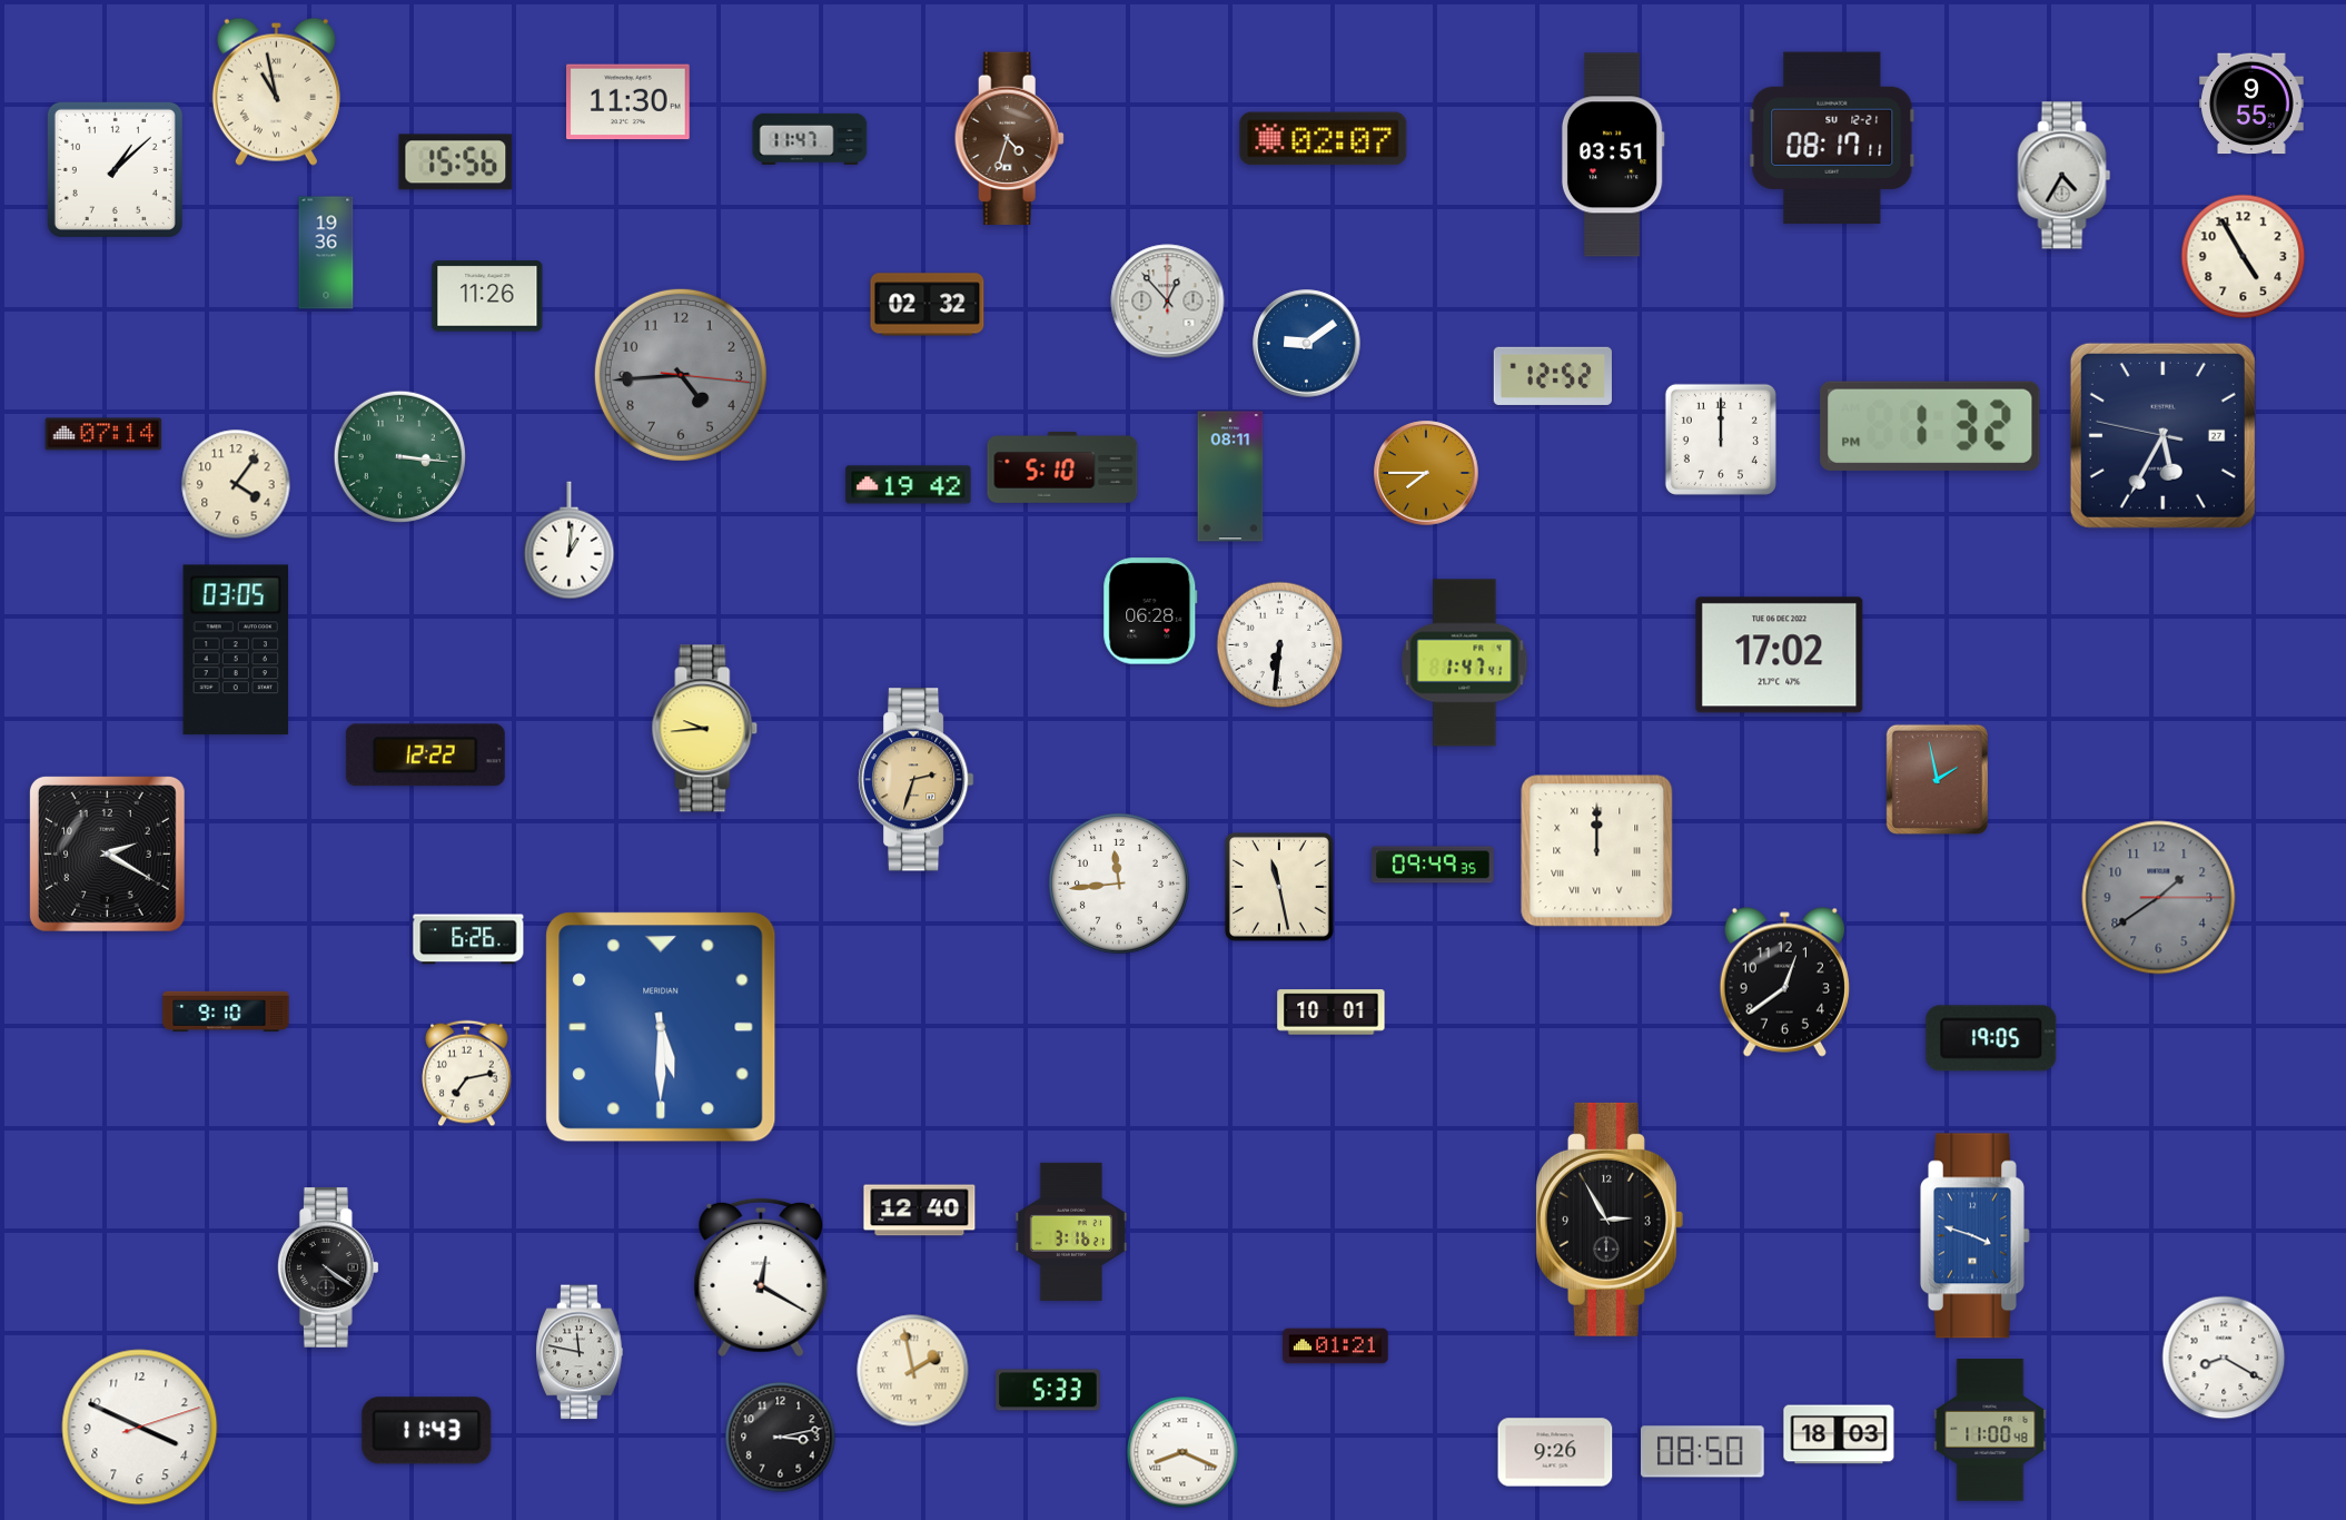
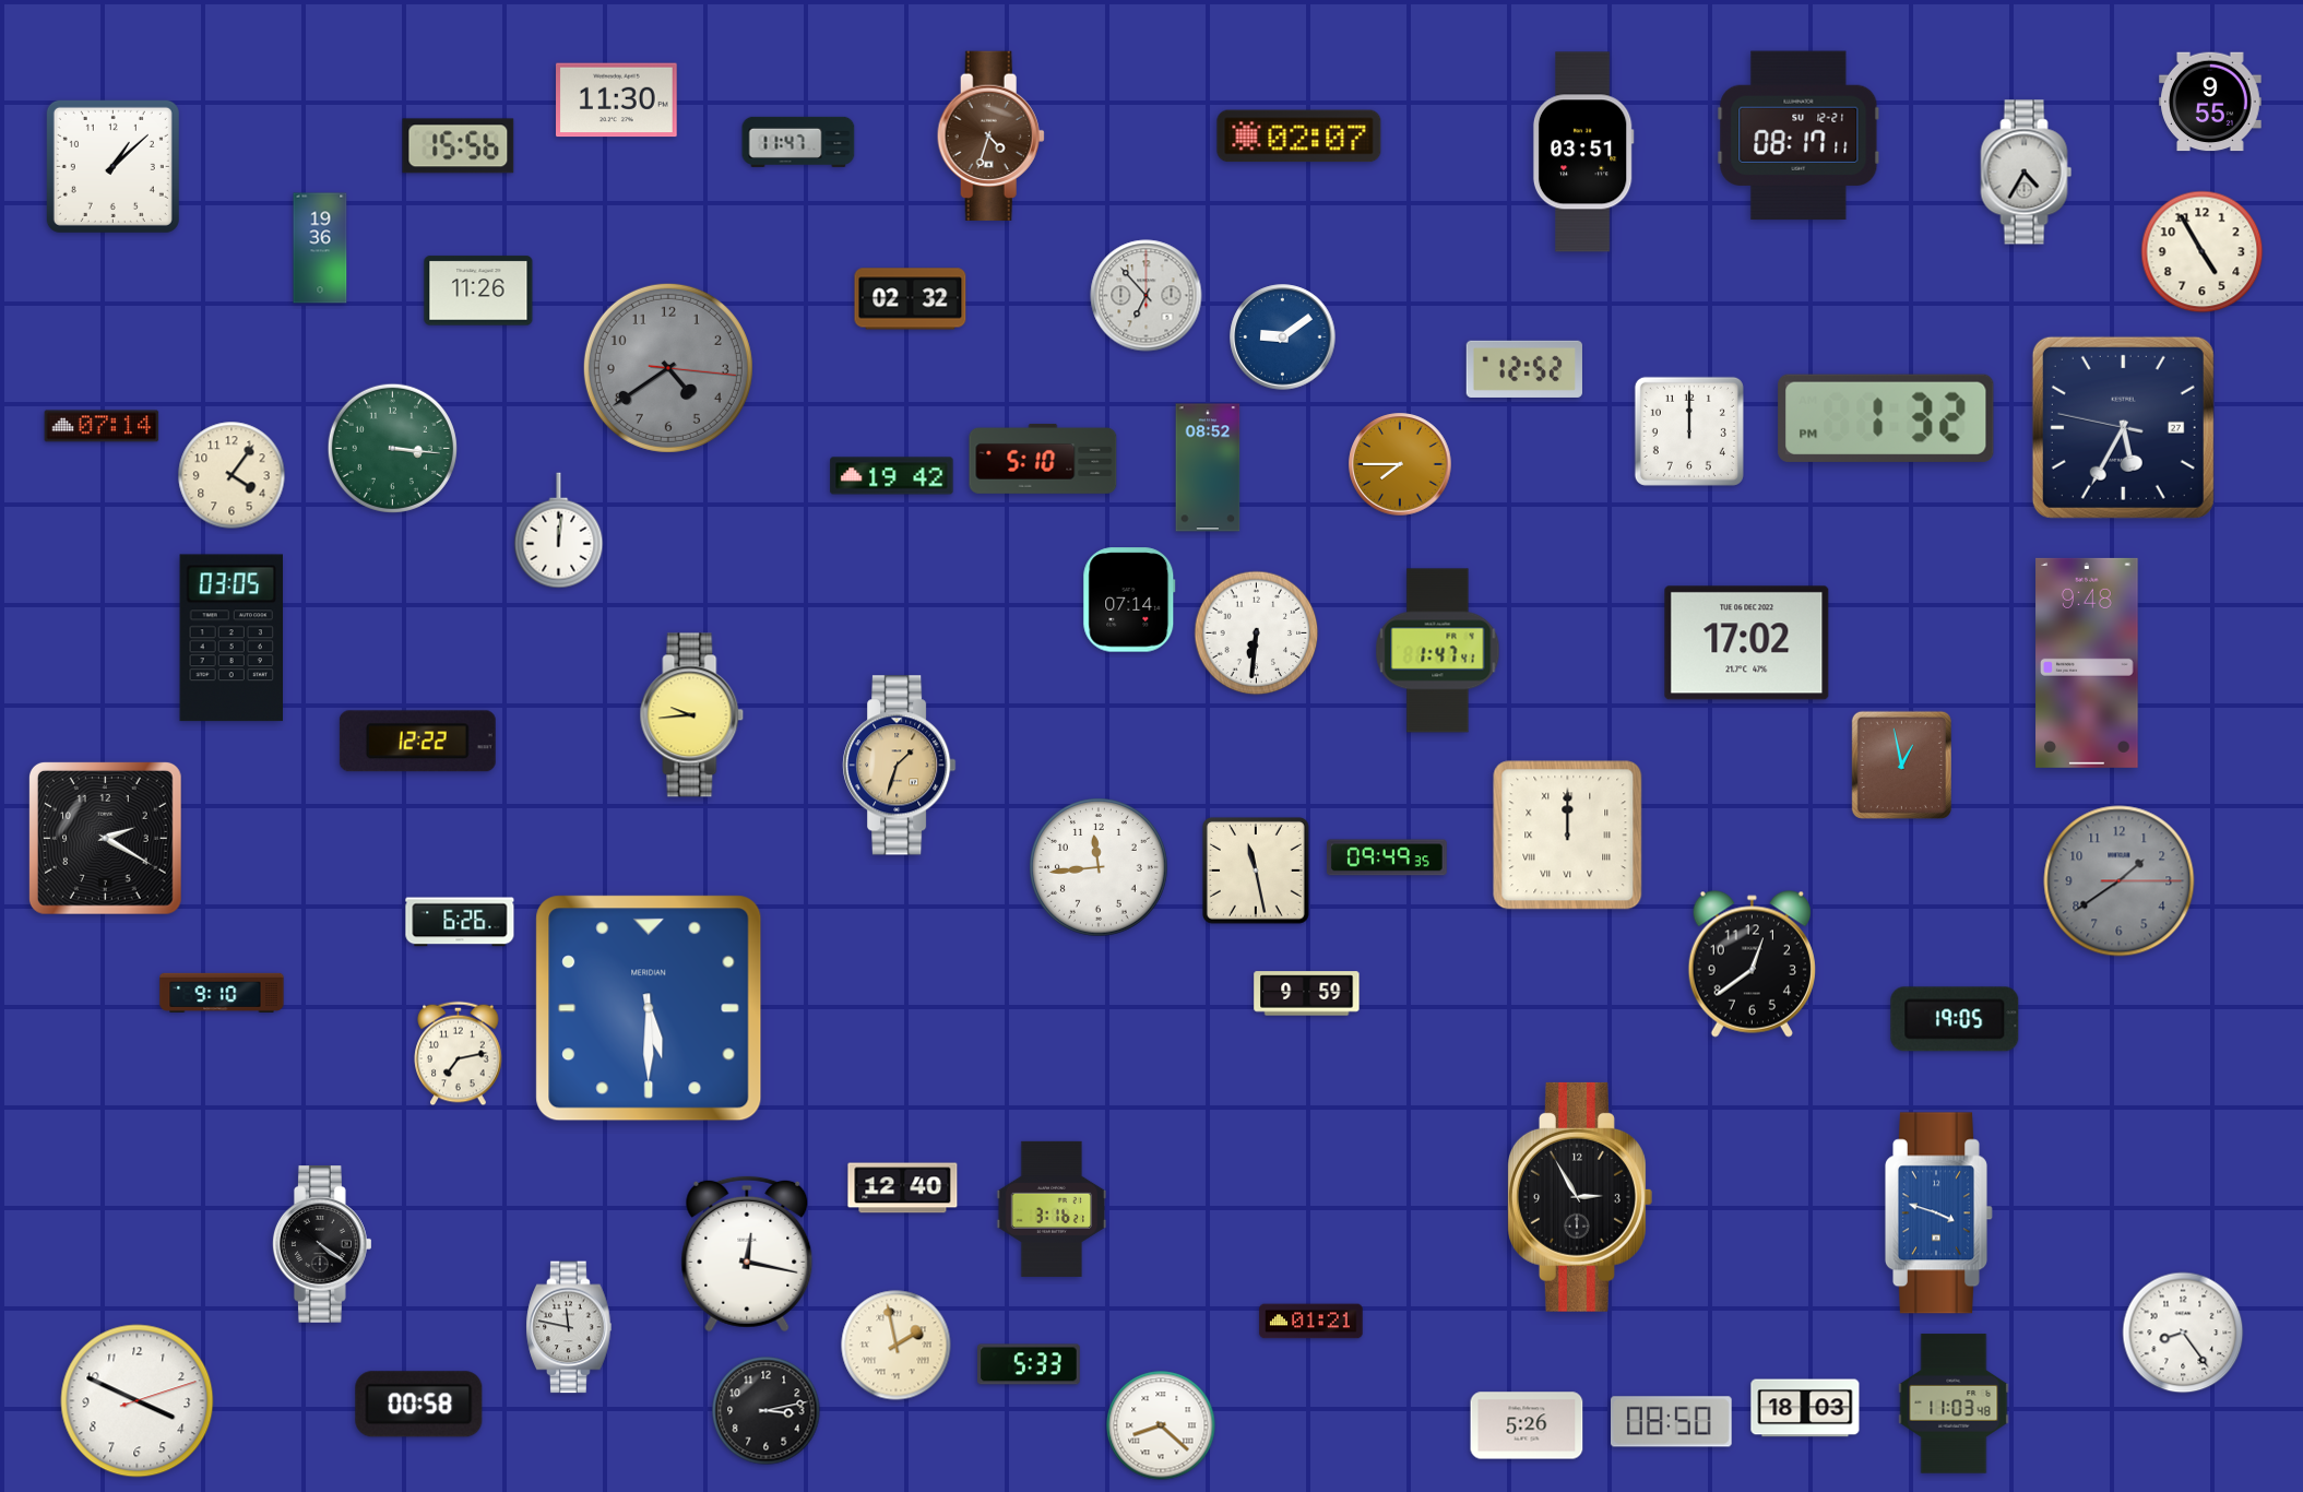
clock at (276, 91): 10:58 -> none
clock at (810, 139) position: (810, 139) -> (798, 142)
clock at (456, 162) position: (456, 162) -> (459, 146)
clock at (1168, 302): 12:53 -> 6:53
clock at (681, 375): 4:44 -> 4:39
clock at (1930, 426) position: (1930, 426) -> (1886, 418)
clock at (1230, 476): 08:11 -> 08:52
clock at (570, 541): 1:01 -> 12:01
clock at (1150, 611): 06:28 -> 07:14
clock at (2087, 663): none -> 9:48
clock at (1937, 779): 1:58 -> 12:58
clock at (917, 780): 2:33 -> 1:33
clock at (1433, 865) position: (1433, 865) -> (1387, 857)
clock at (1332, 1013): 10:01 -> 9:59
clock at (761, 1277): 12:20 -> 12:17
clock at (2224, 1358): 8:20 -> 8:24
clock at (1990, 1430): 11:00 -> 11:03
clock at (427, 1431): 11:43 -> 00:58
clock at (1182, 1452): 8:19 -> 8:22
clock at (1555, 1452): 9:26 -> 5:26
clock at (1703, 1452) position: (1703, 1452) -> (1672, 1422)
